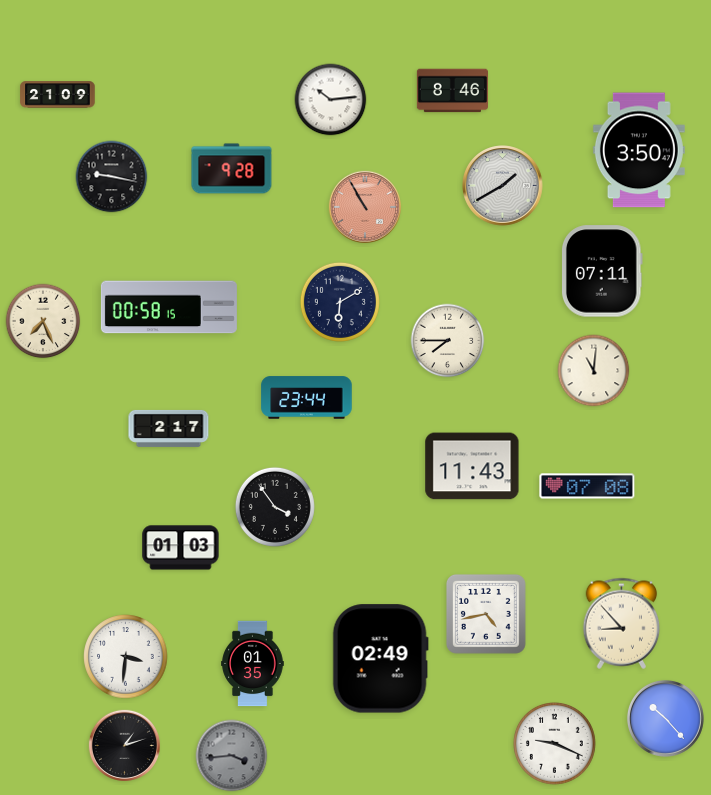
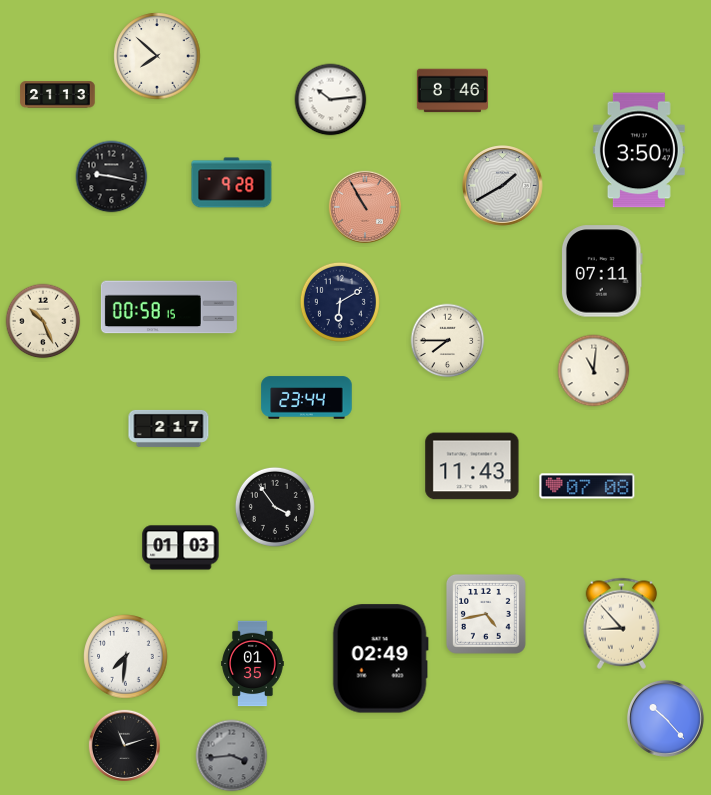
clock at (157, 56): none -> 7:52
clock at (58, 95): 21:09 -> 21:13
clock at (232, 169) position: (232, 169) -> (232, 183)
clock at (43, 321): 7:26 -> 10:26
clock at (126, 657): 3:31 -> 7:31
clock at (555, 744): 9:19 -> none
clock at (124, 745): 1:12 -> 11:12
